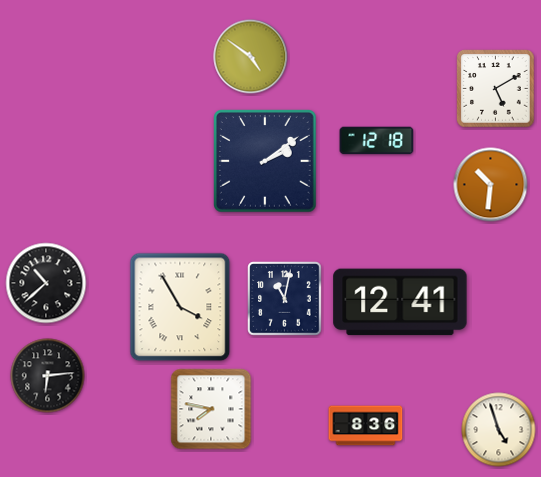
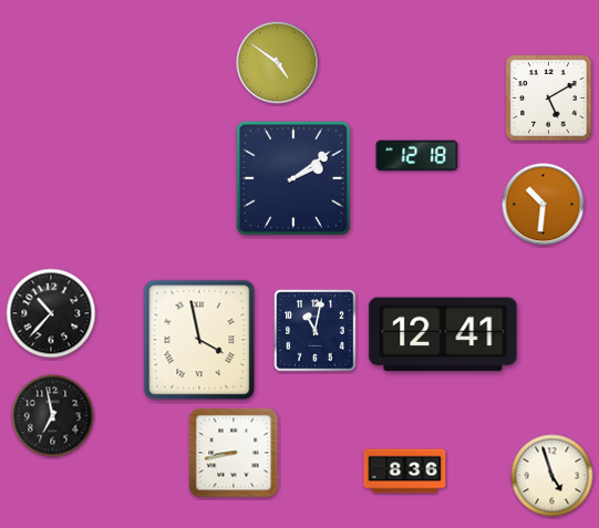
clock at (46, 283): 10:38 -> 10:37
clock at (180, 307): 3:55 -> 3:58
clock at (48, 376): 6:14 -> 6:58
clock at (211, 409): 7:47 -> 8:43
